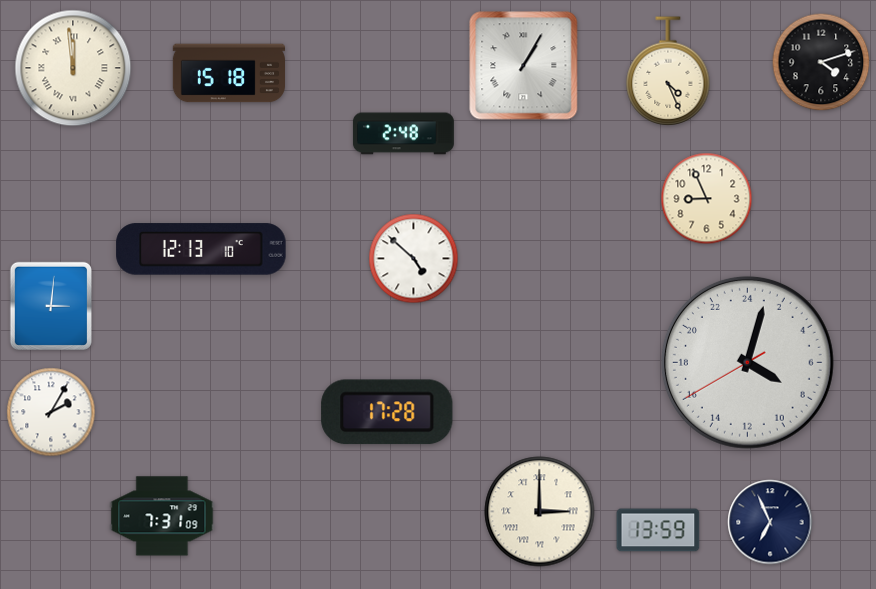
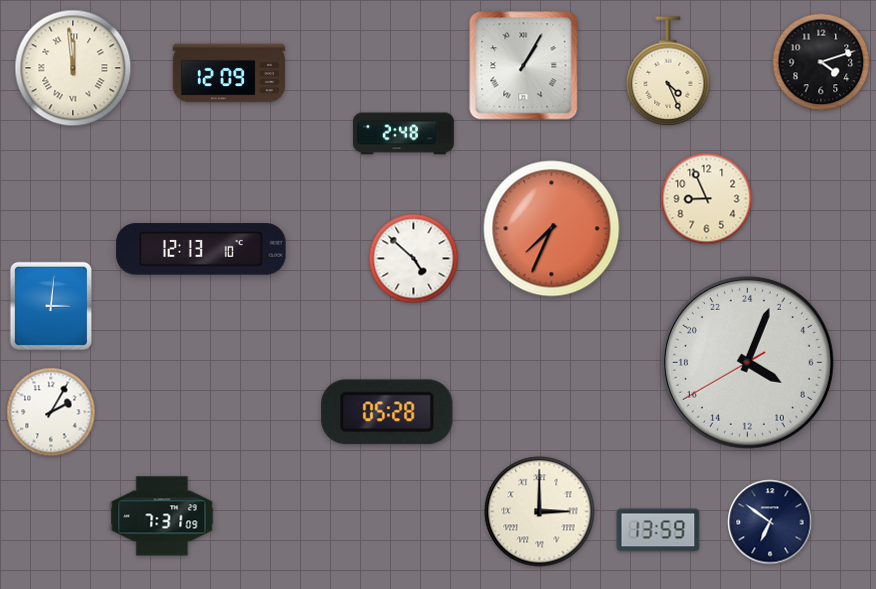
clock at (228, 73): 15:18 -> 12:09
clock at (552, 229): none -> 7:34
clock at (747, 362): 8:02 -> 8:03
clock at (387, 412): 17:28 -> 05:28
clock at (770, 522): 6:56 -> 6:51
